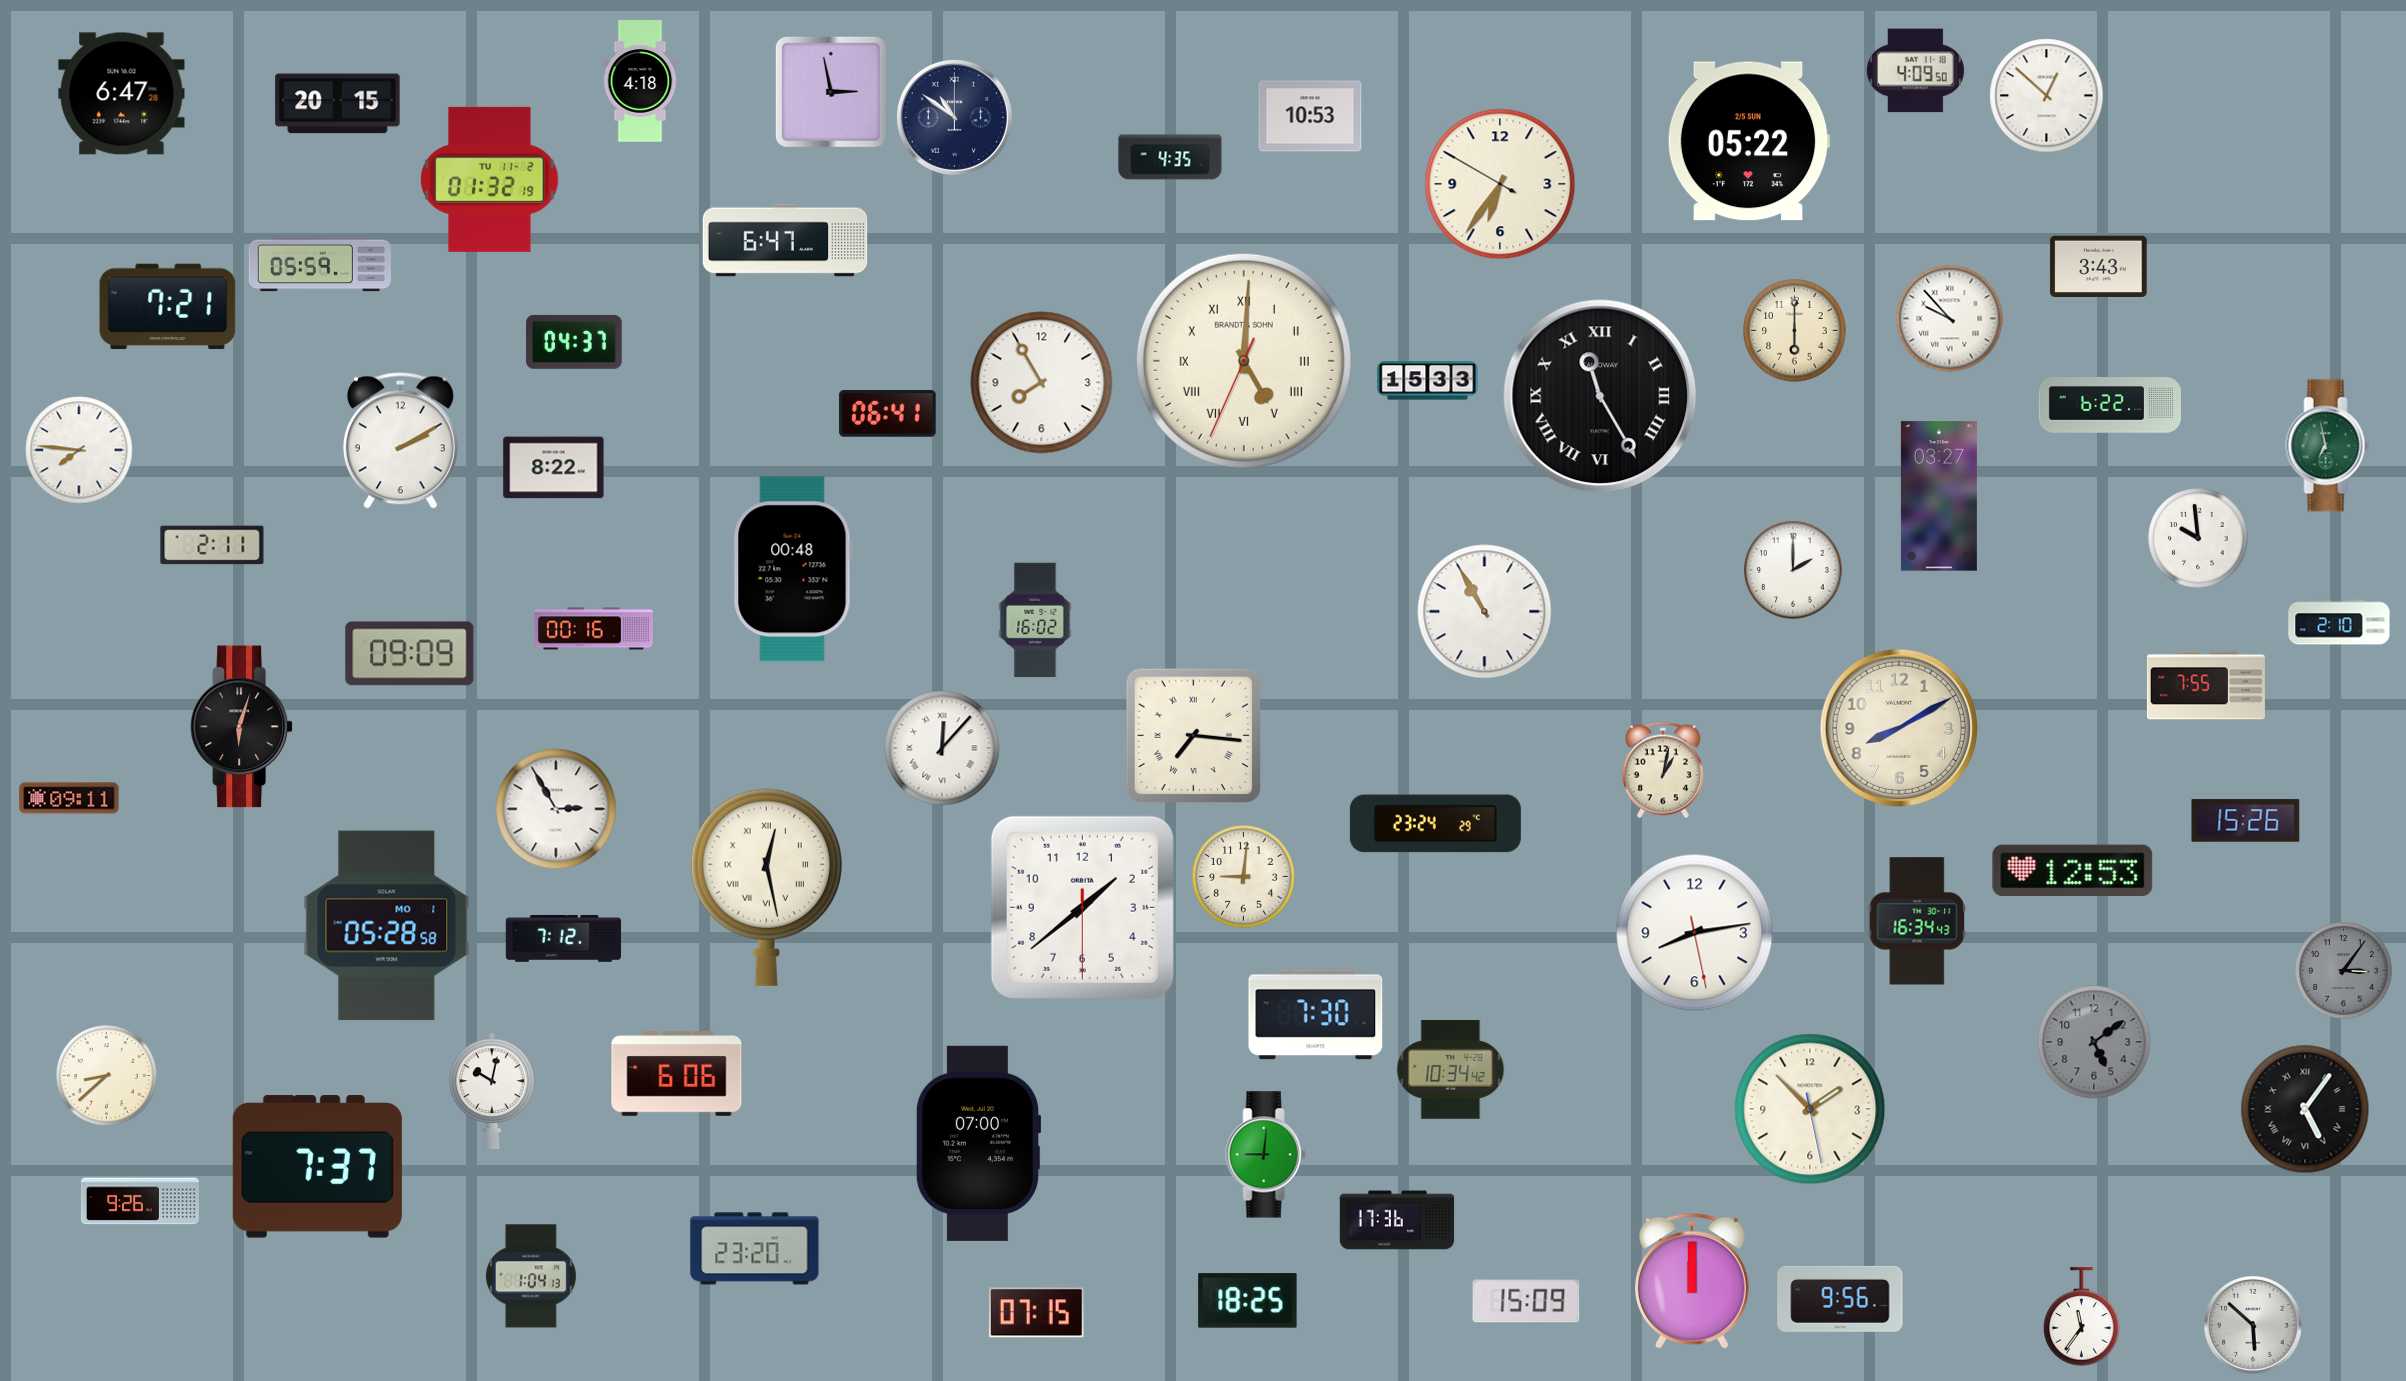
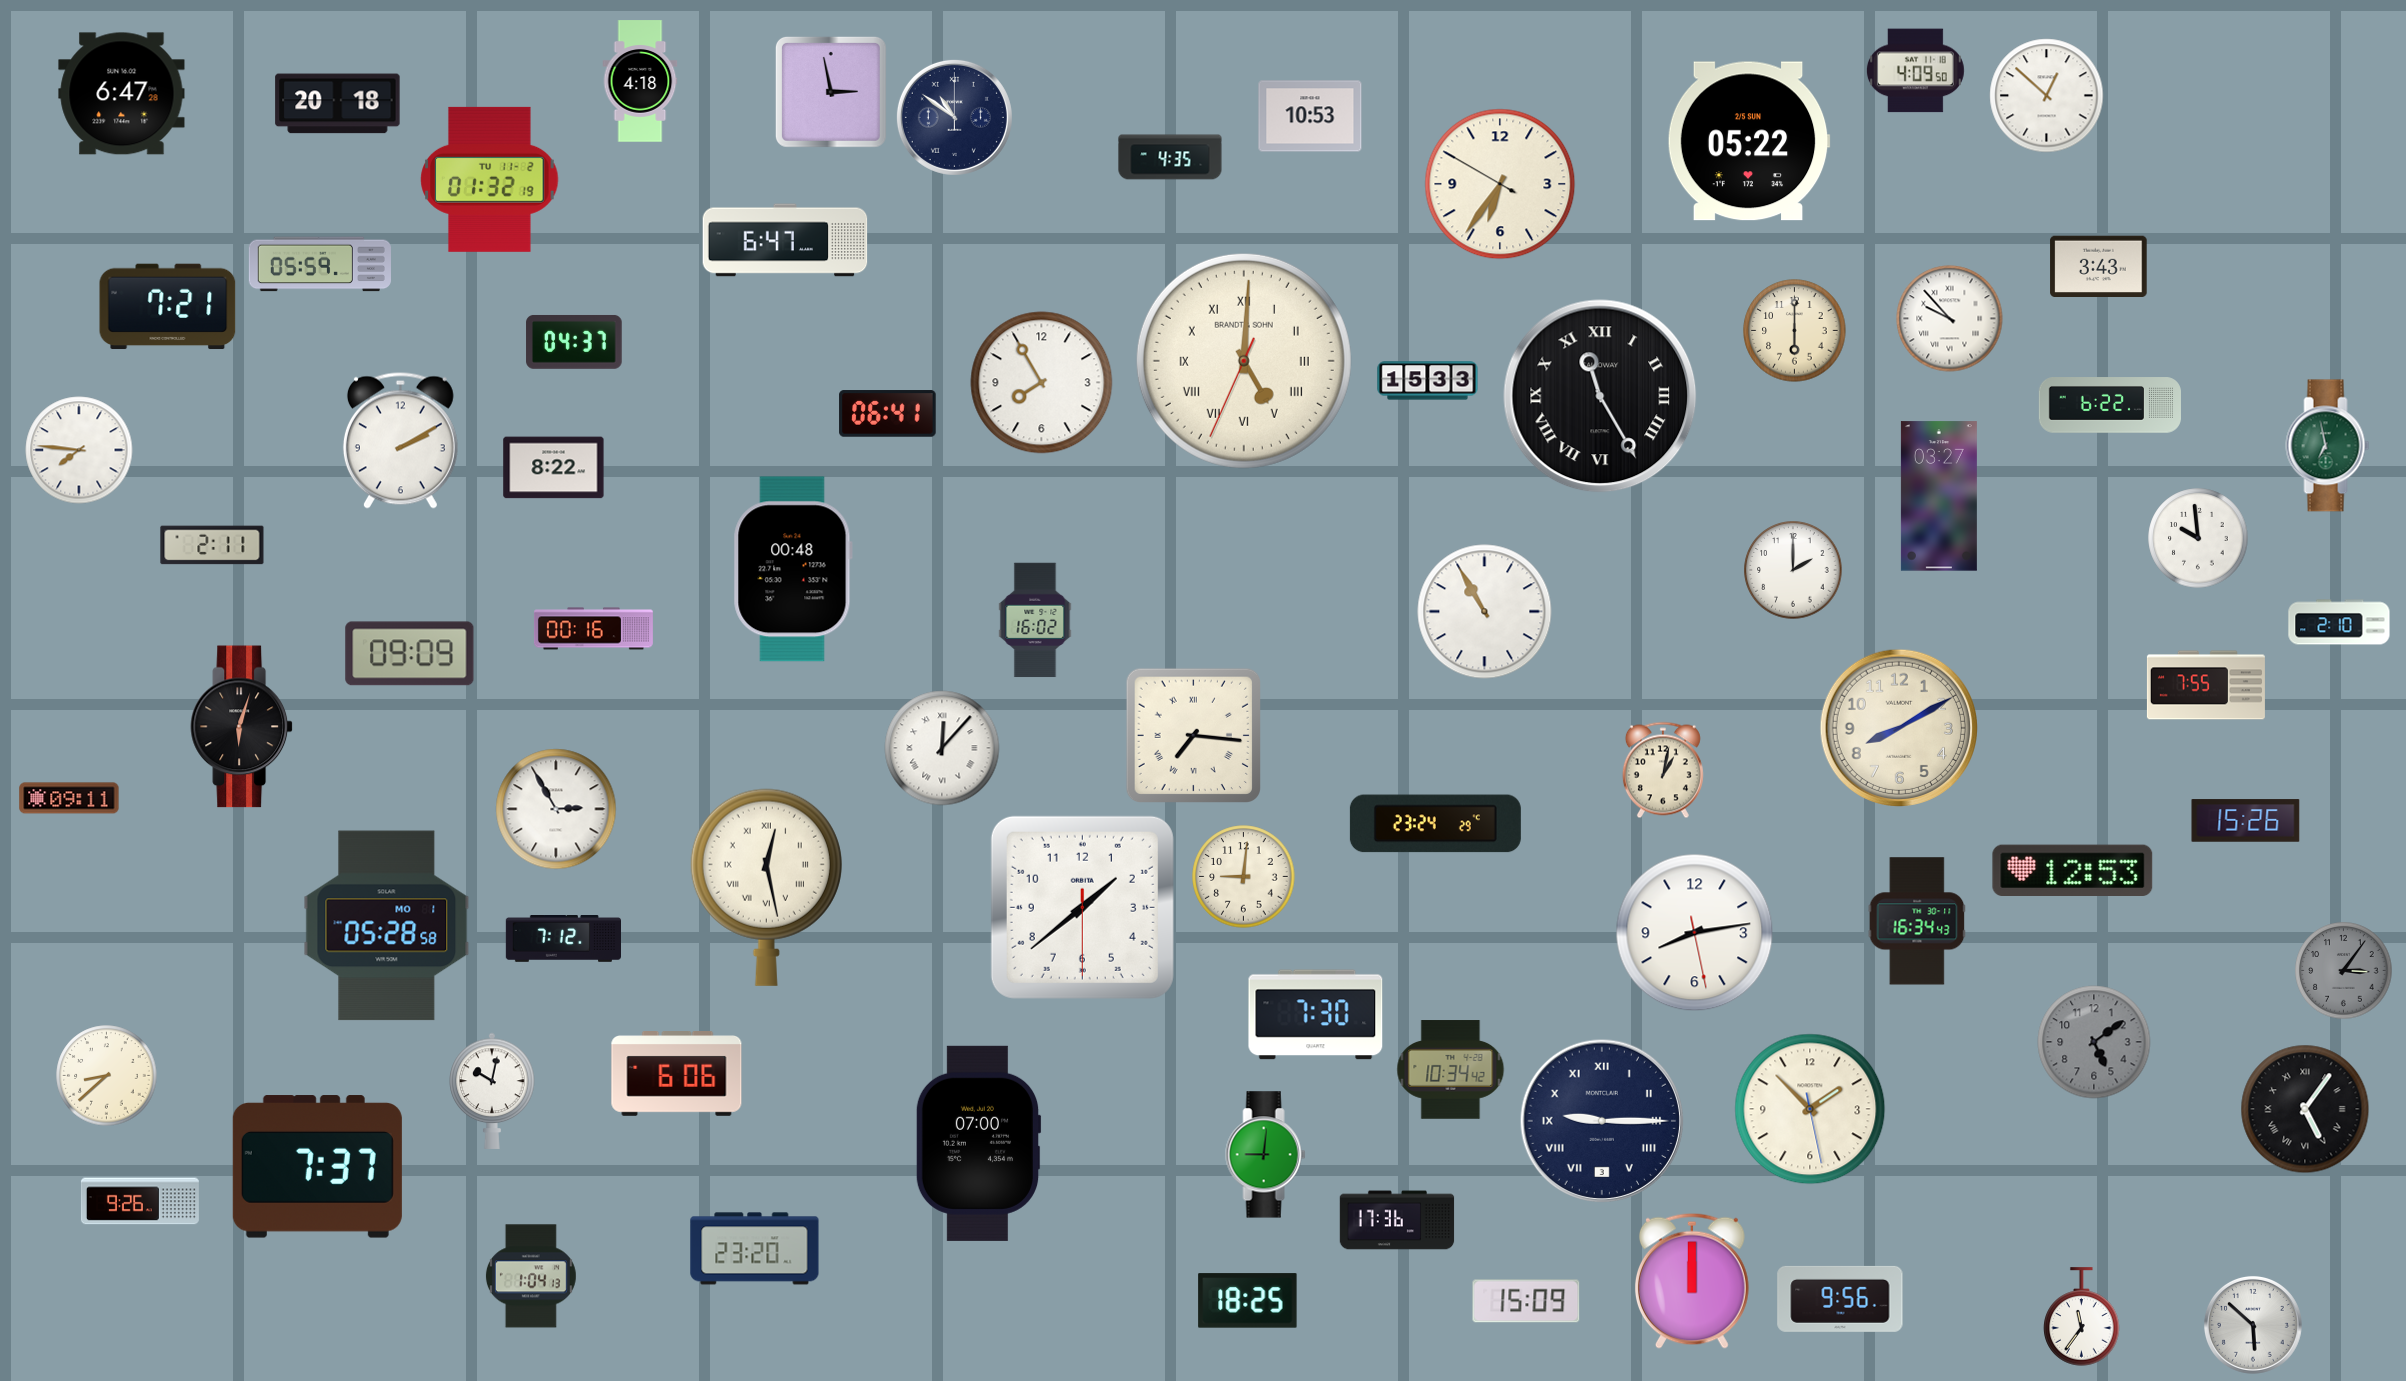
clock at (338, 104): 20:15 -> 20:18
clock at (1601, 1120): none -> 9:15
clock at (1036, 1313): 07:15 -> none
